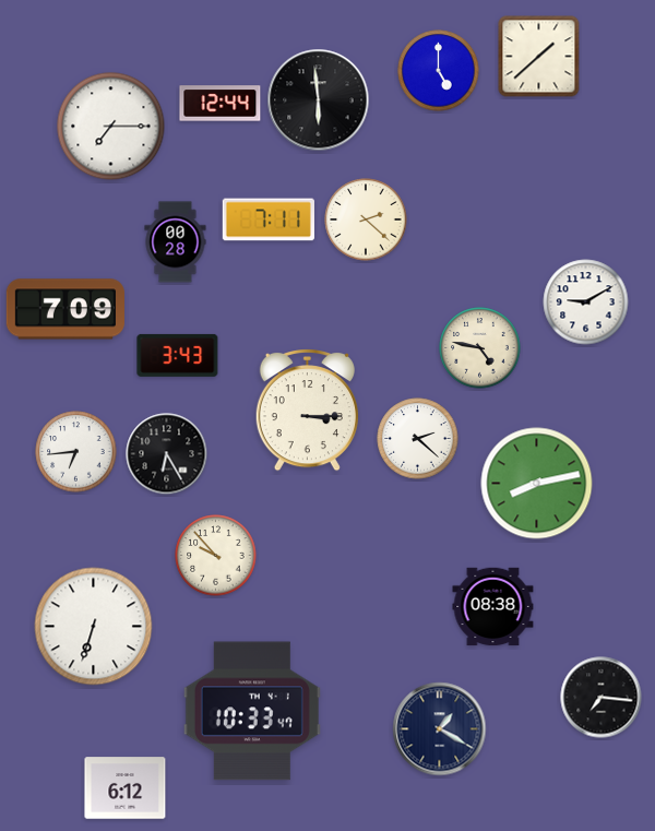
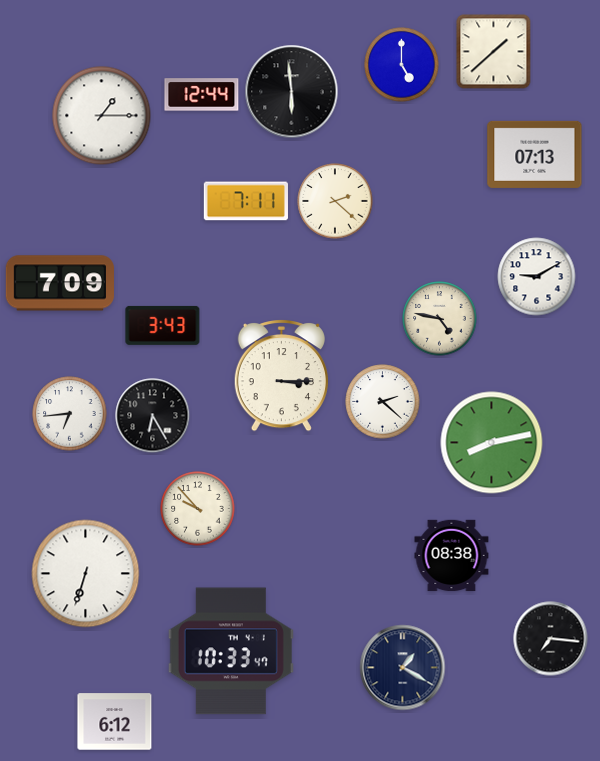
clock at (111, 127): 7:15 -> 1:15
clock at (535, 154): none -> 07:13
clock at (176, 242): 00:28 -> none
